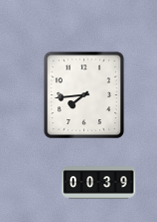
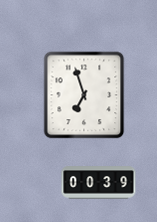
clock at (84, 95): 7:44 -> 6:57
